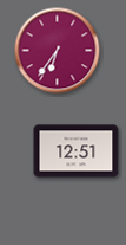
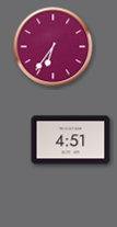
clock at (77, 151): 12:51 -> 4:51
